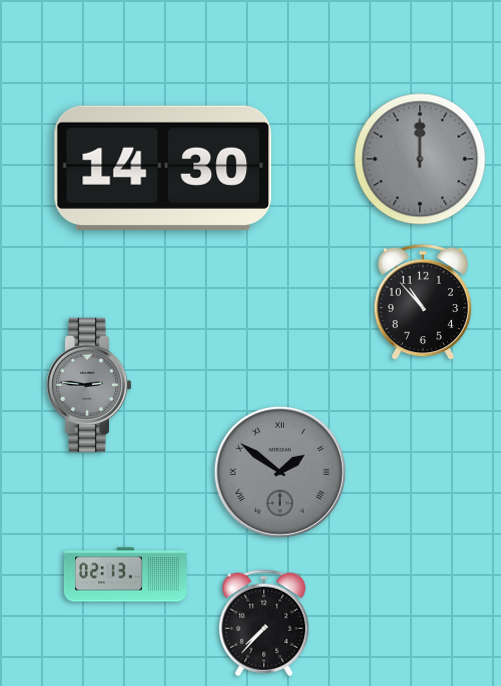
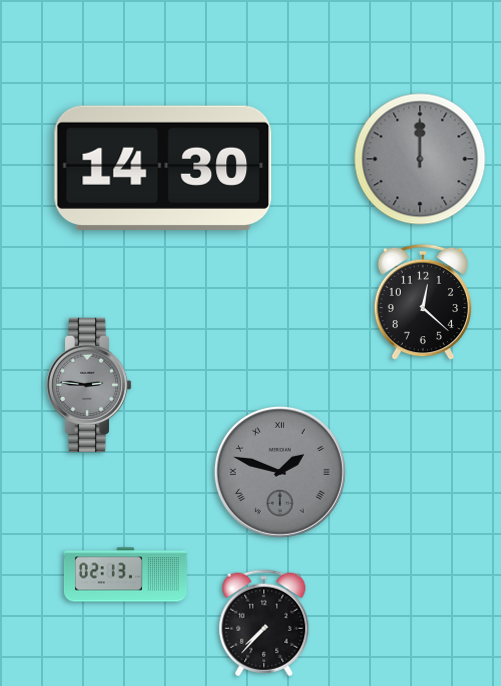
clock at (422, 302): 10:53 -> 12:22
clock at (280, 472): 1:51 -> 1:48
